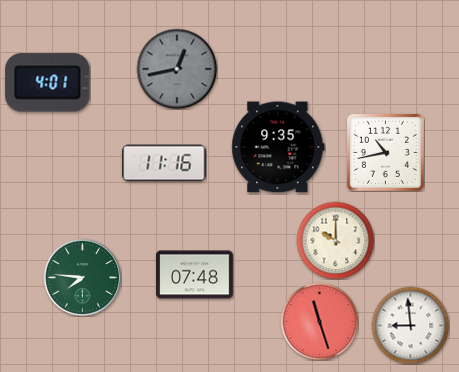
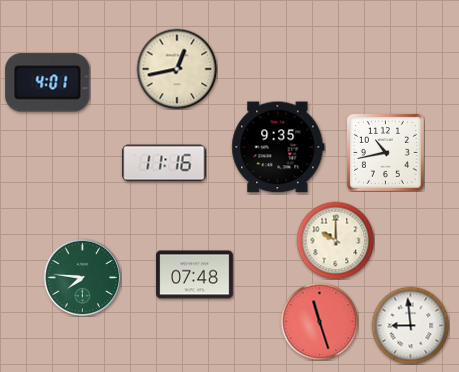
clock at (177, 69) dial: grey -> cream
